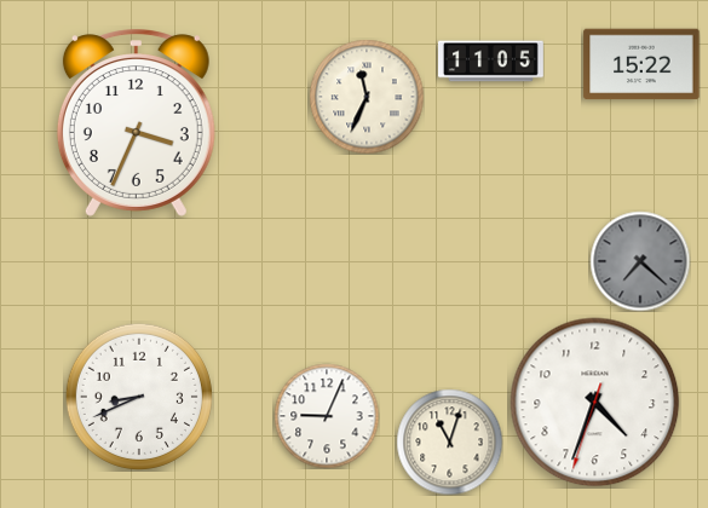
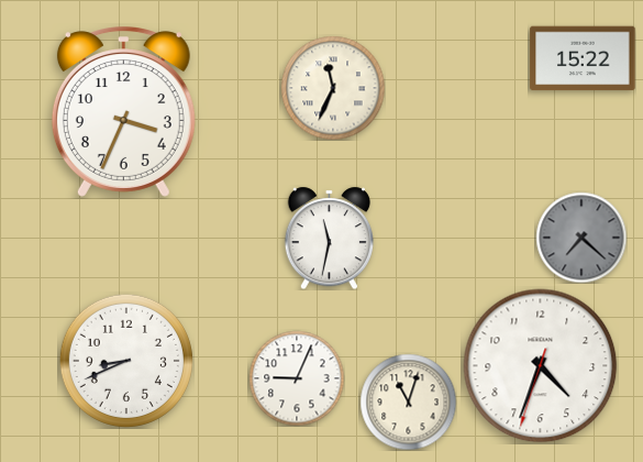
clock at (490, 62): 11:05 -> none
clock at (329, 238): none -> 11:32
